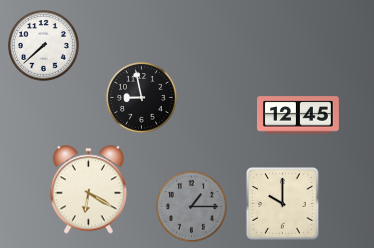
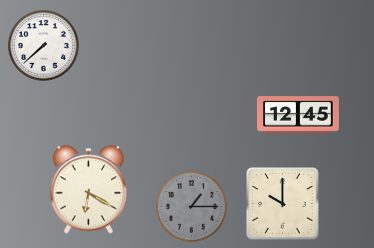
clock at (142, 98): 8:58 -> none
